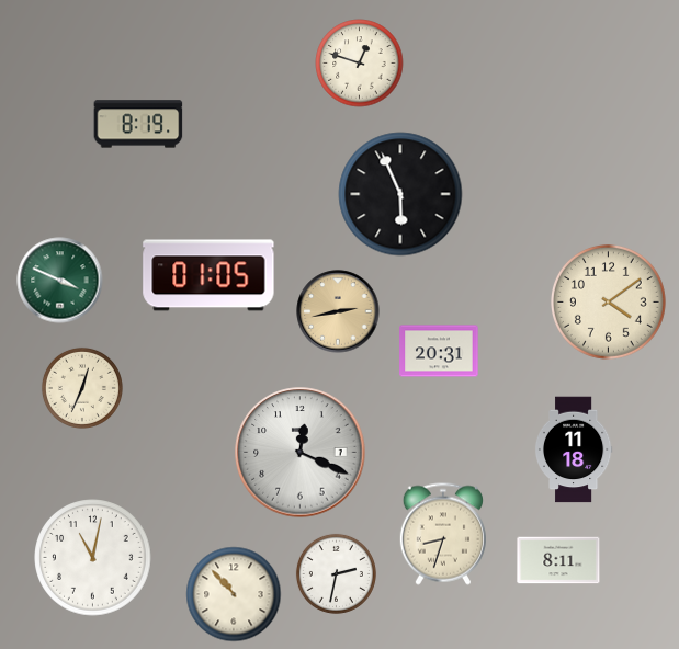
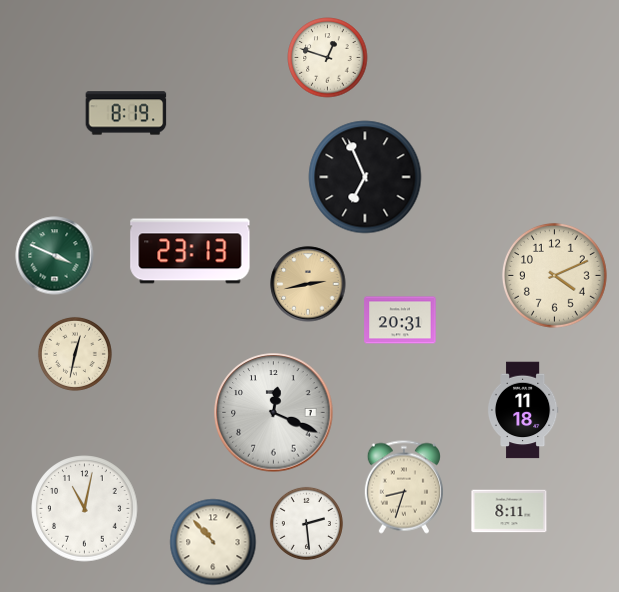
clock at (400, 194): 5:56 -> 6:56
clock at (208, 275): 01:05 -> 23:13
clock at (608, 301): 4:09 -> 4:11
clock at (82, 388): 12:34 -> 12:32
clock at (336, 573): 2:32 -> 2:29
